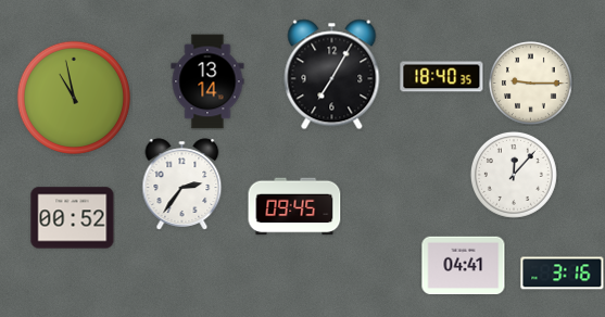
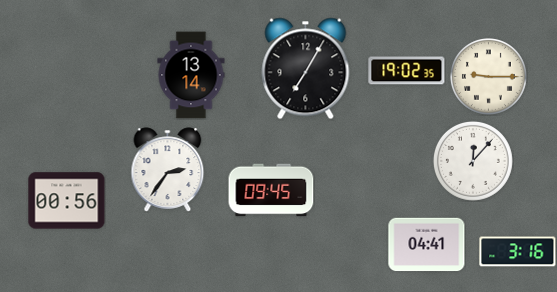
clock at (442, 77): 18:40 -> 19:02
clock at (74, 98): 10:58 -> none
clock at (73, 218): 00:52 -> 00:56
